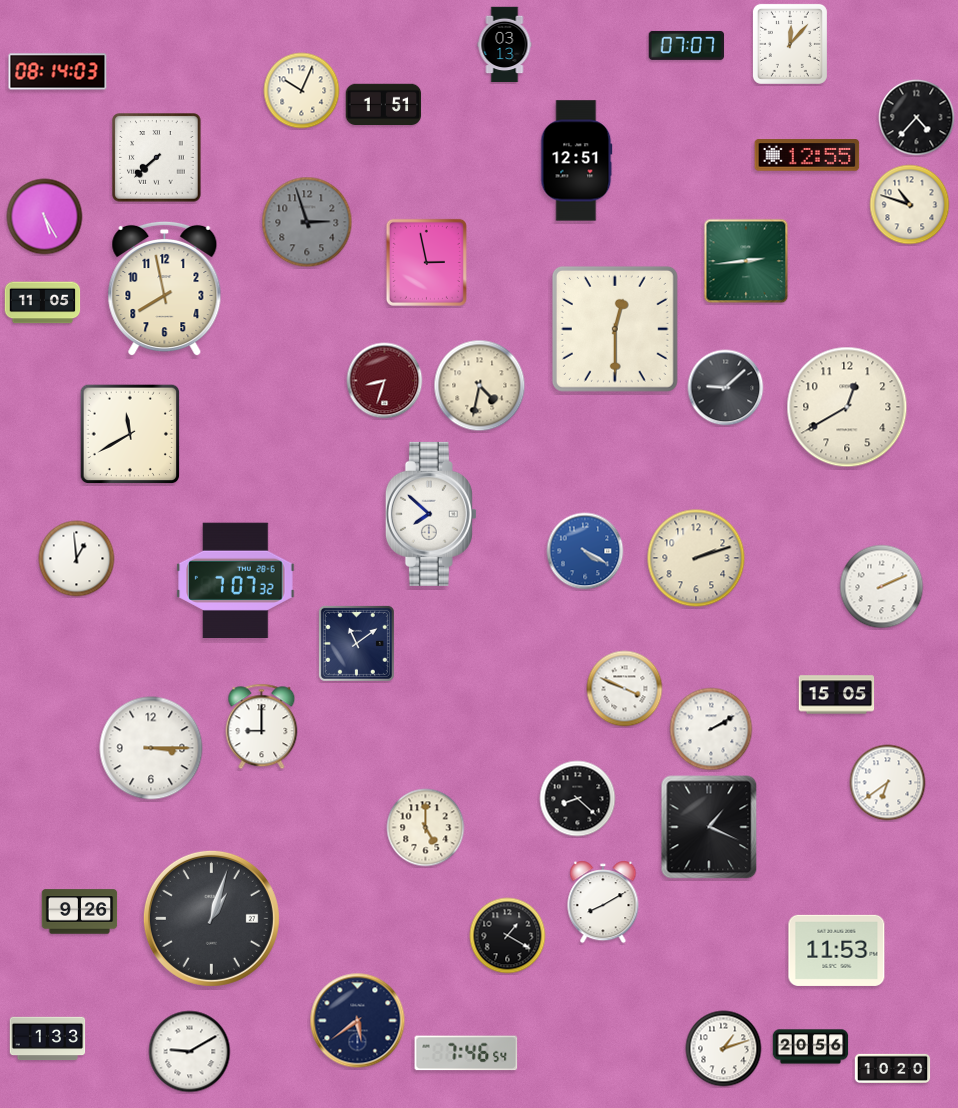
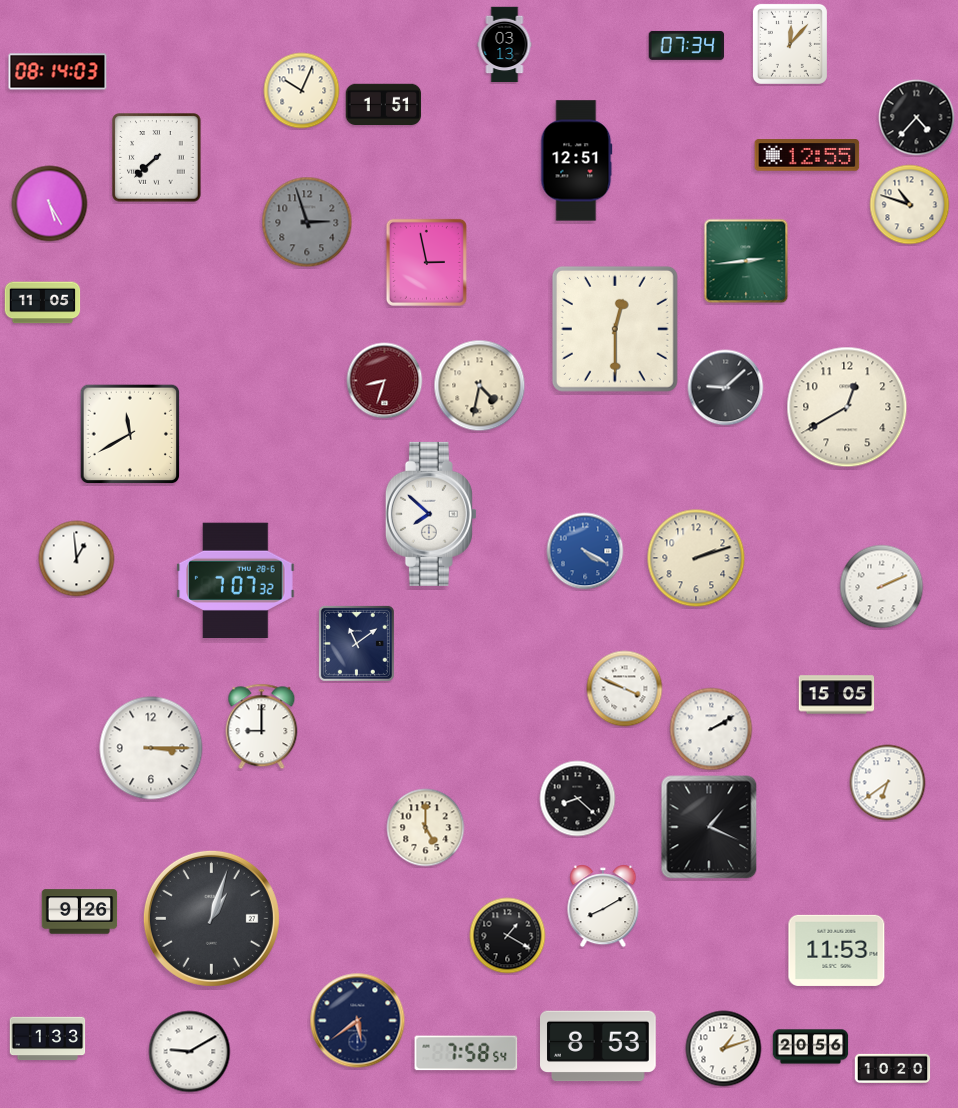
clock at (687, 45): 07:07 -> 07:34
clock at (45, 217) position: (45, 217) -> (50, 204)
clock at (165, 289): 7:58 -> none
clock at (603, 902) position: (603, 902) -> (603, 906)
clock at (599, 1046): none -> 8:53
clock at (466, 1053): 7:46 -> 7:58
